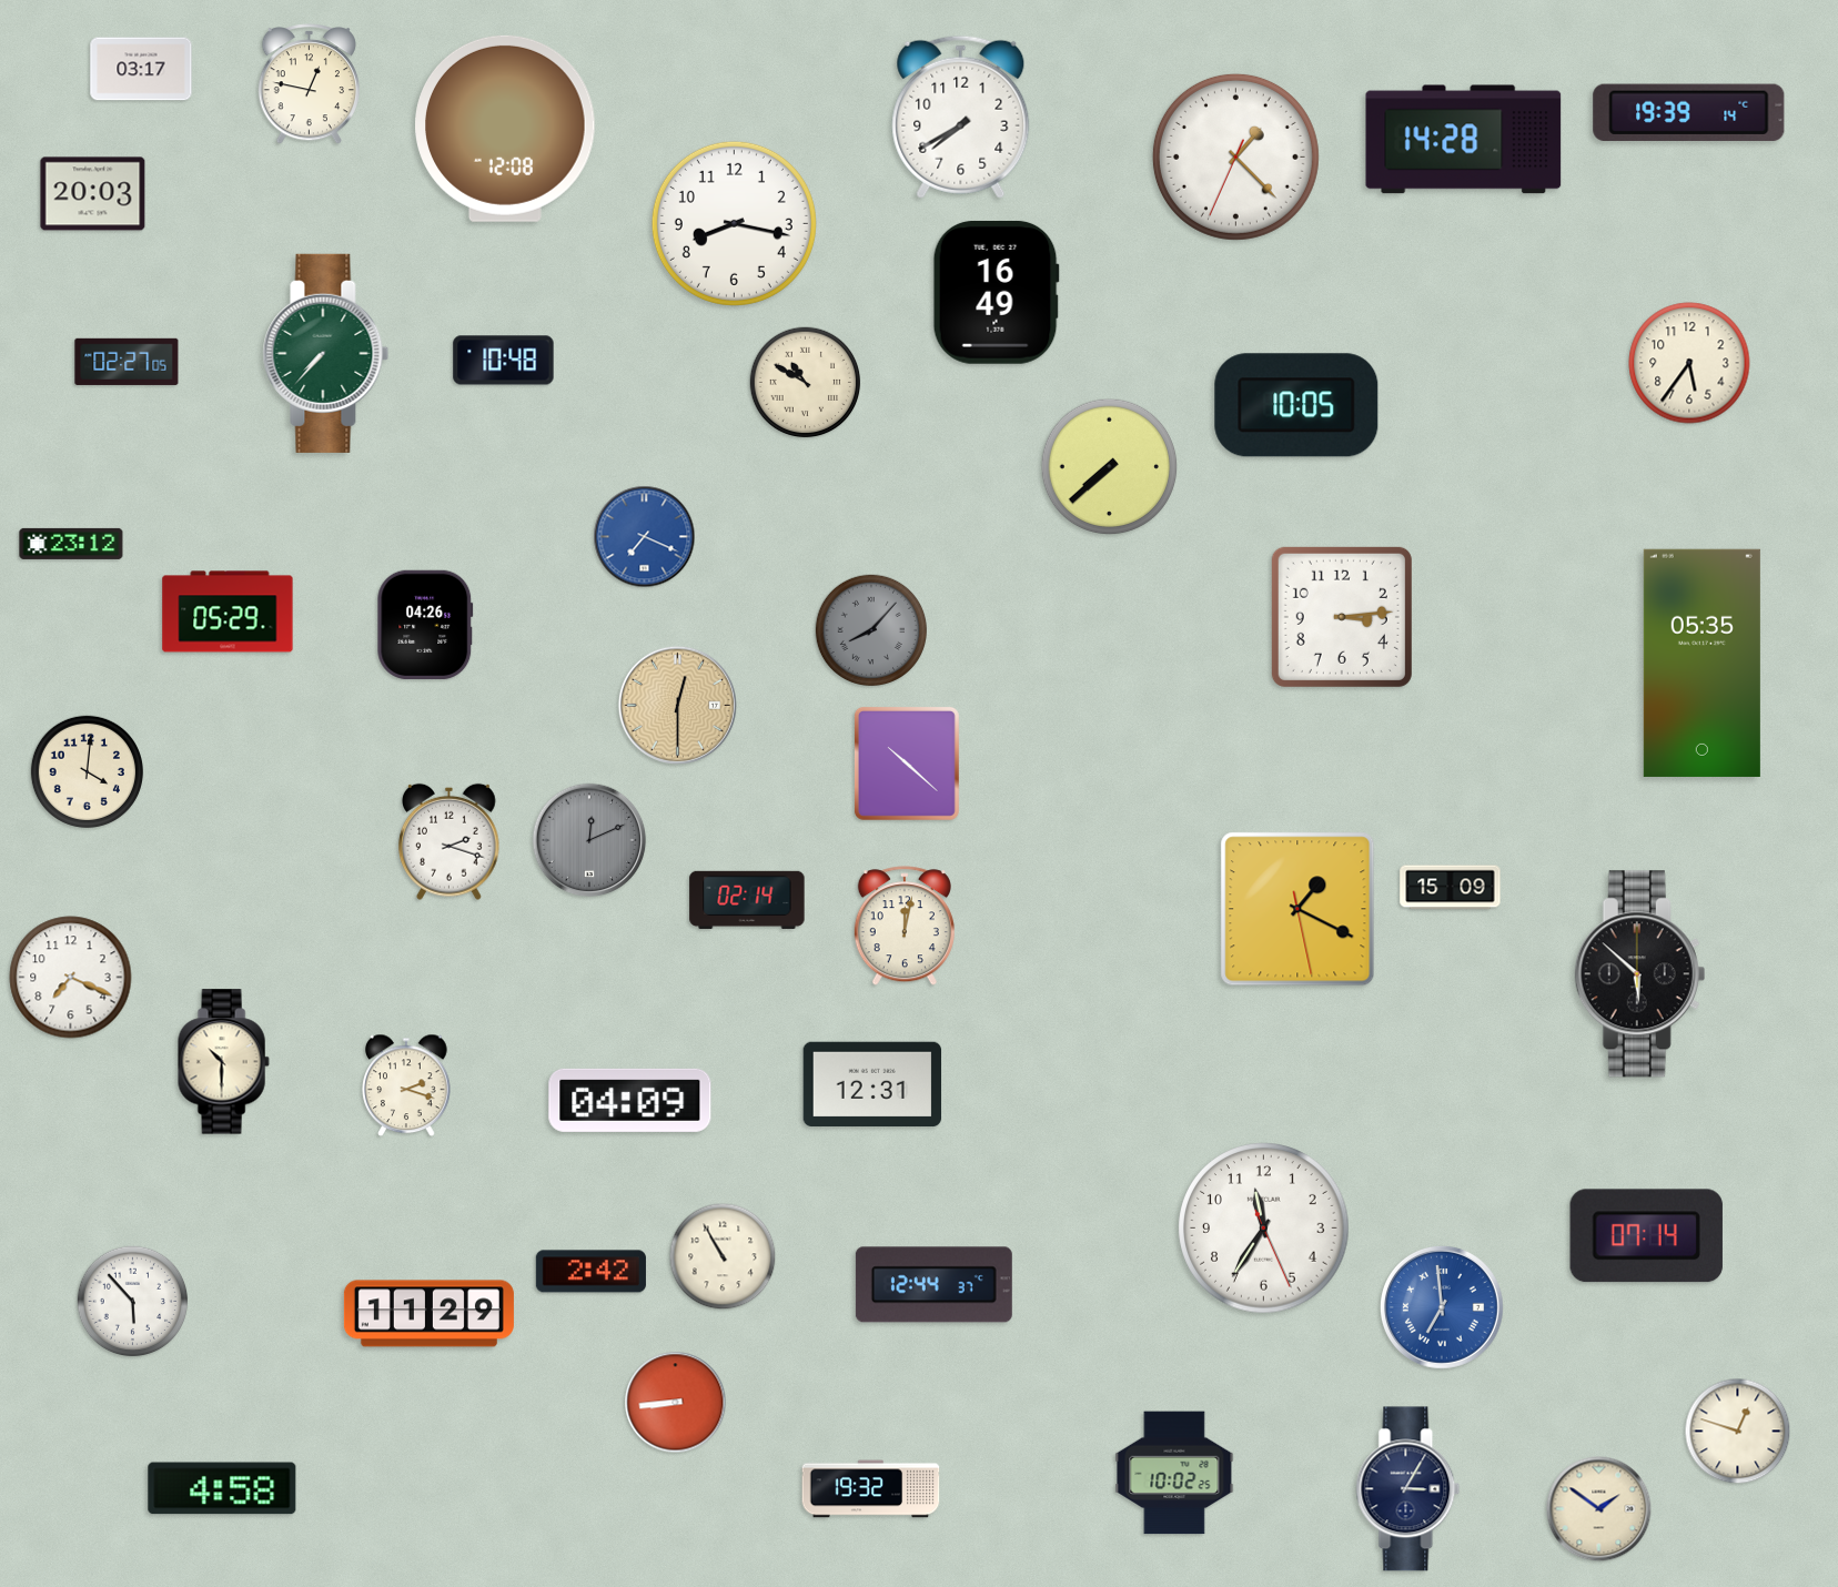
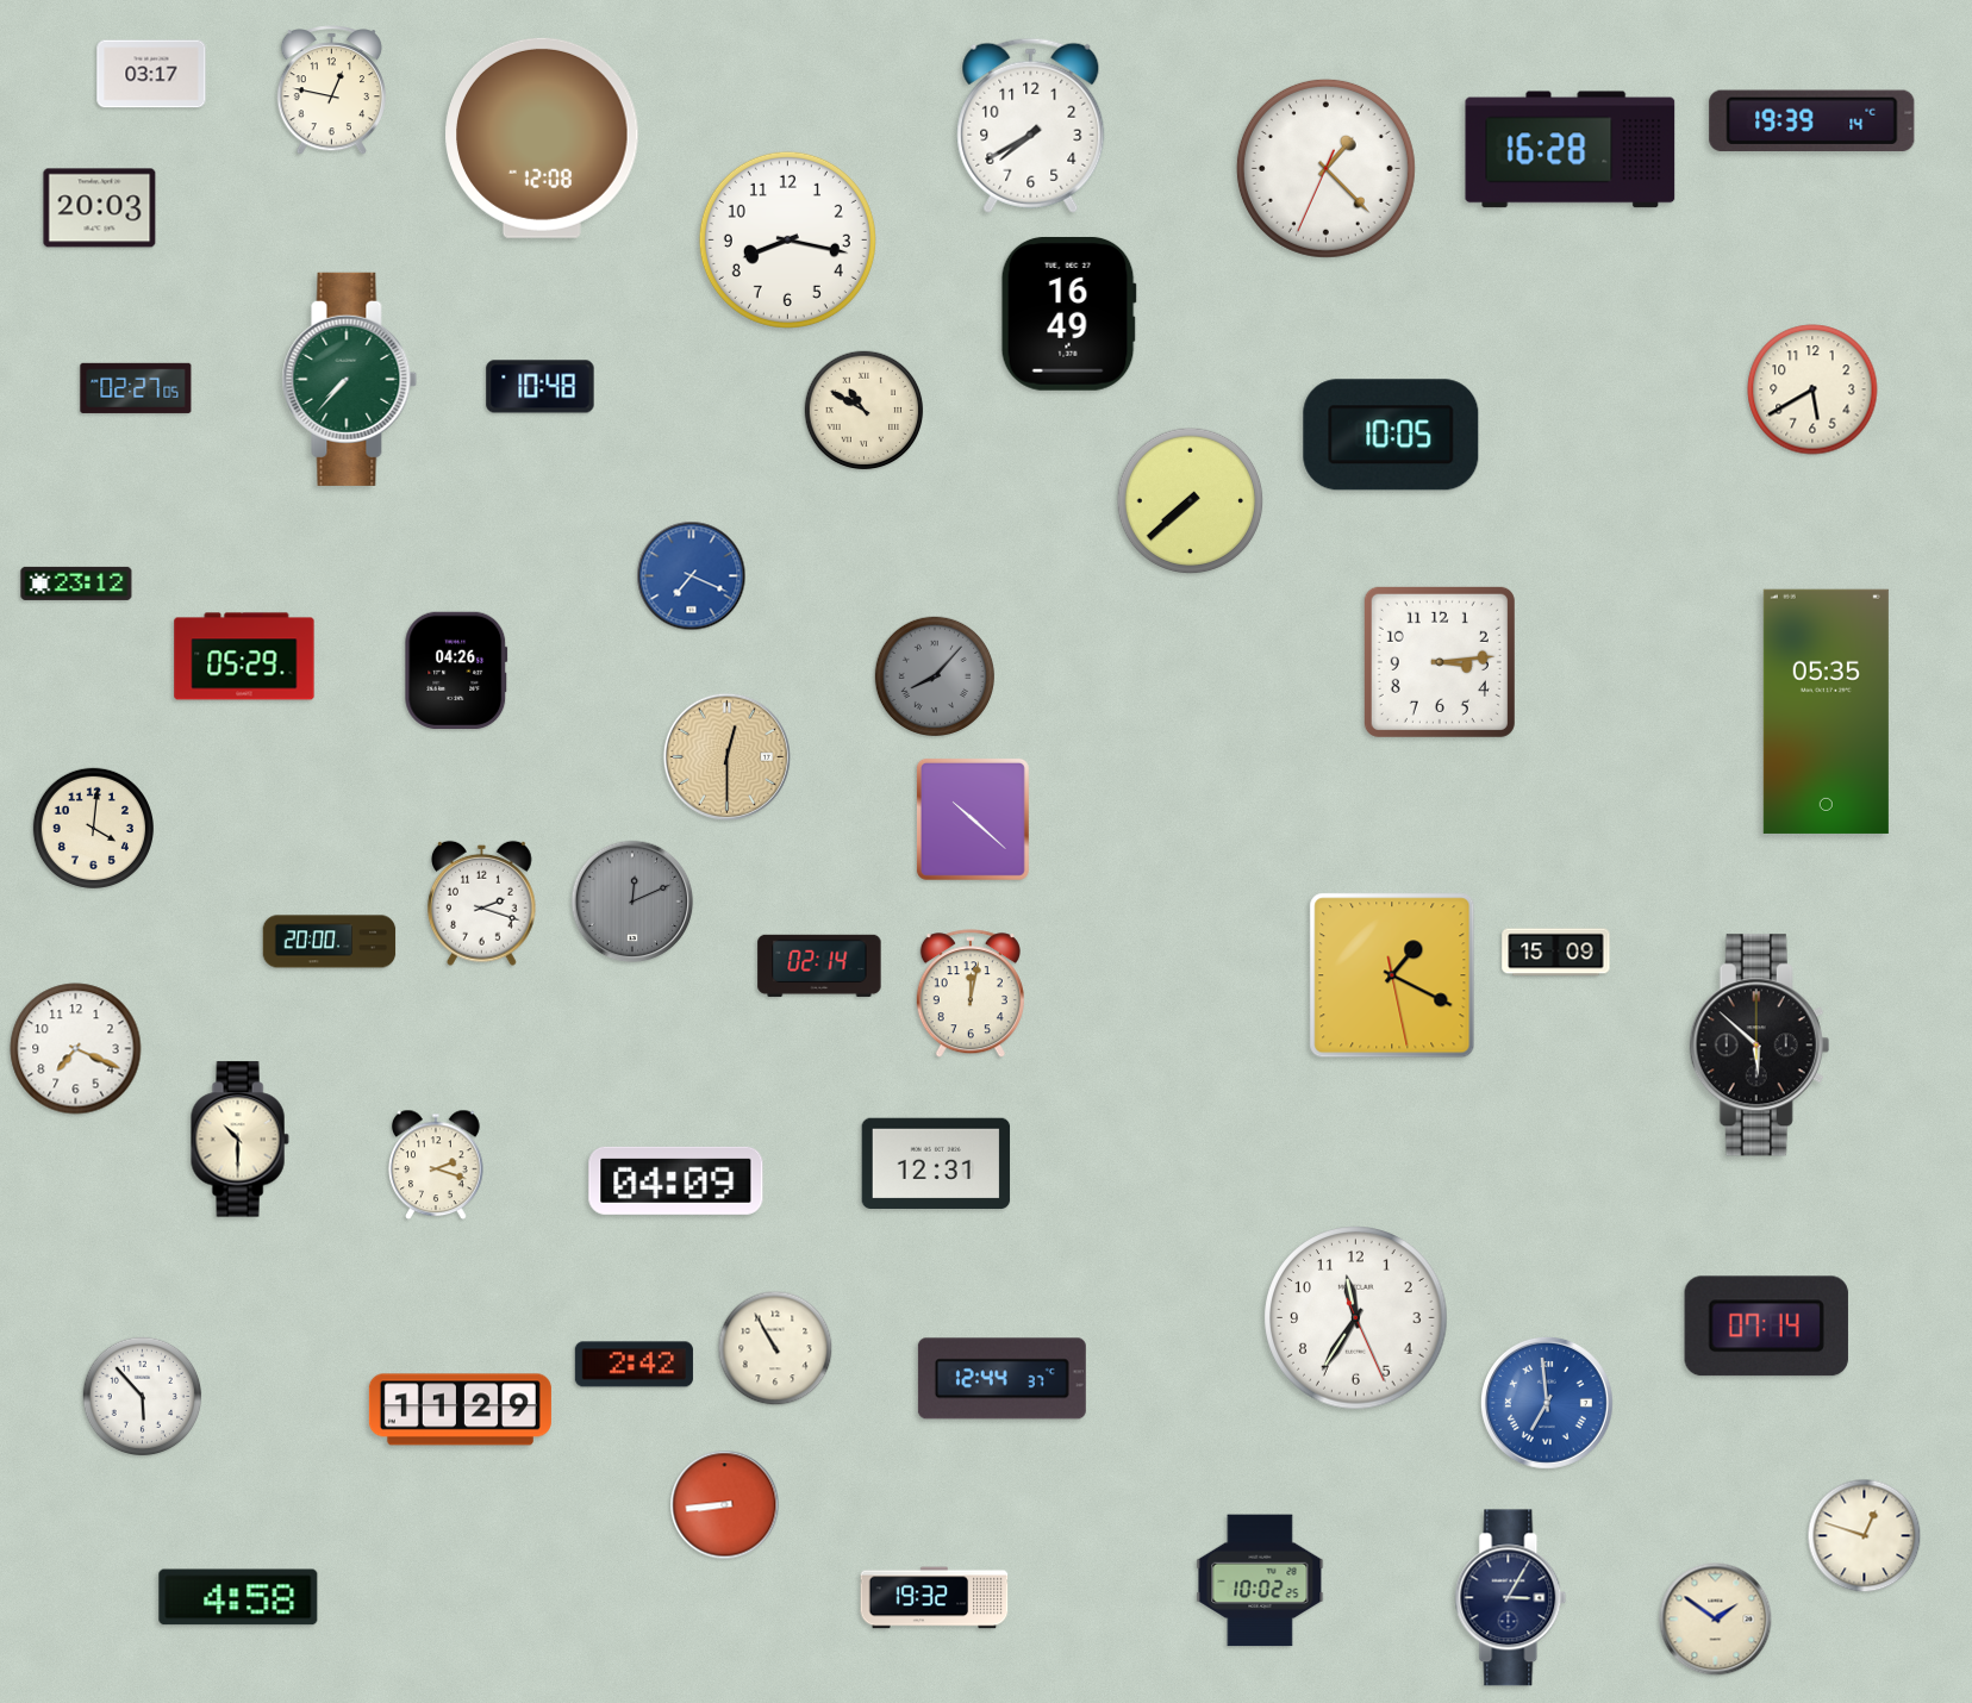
clock at (1464, 140): 14:28 -> 16:28
clock at (1689, 363): 5:36 -> 5:40
clock at (330, 942): none -> 20:00
clock at (747, 900) position: (747, 900) -> (819, 966)
